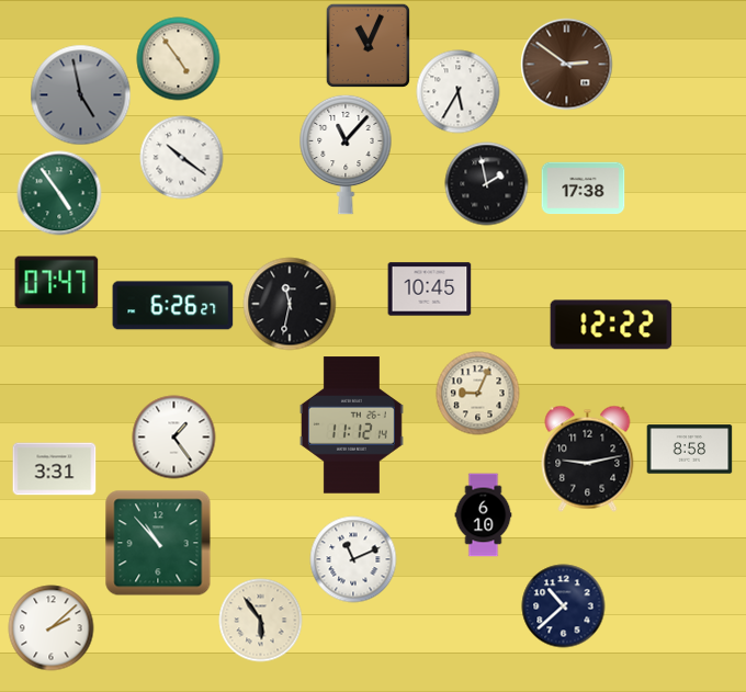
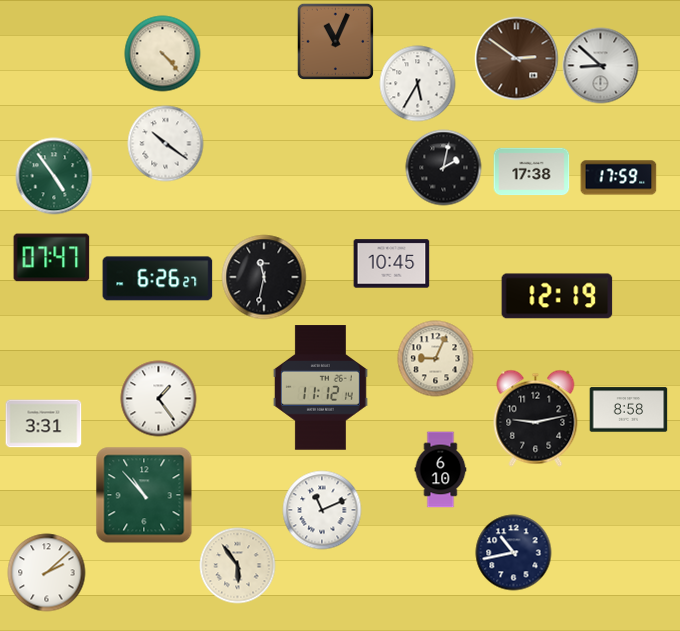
clock at (179, 59): 4:54 -> 4:23
clock at (601, 66): none -> 8:52
clock at (81, 95): 4:58 -> none
clock at (346, 155): 11:07 -> none
clock at (487, 184): 1:58 -> 2:02
clock at (619, 178): none -> 17:59
clock at (611, 325): 12:22 -> 12:19
clock at (55, 469) position: (55, 469) -> (44, 424)
clock at (564, 606): 10:38 -> 10:43
